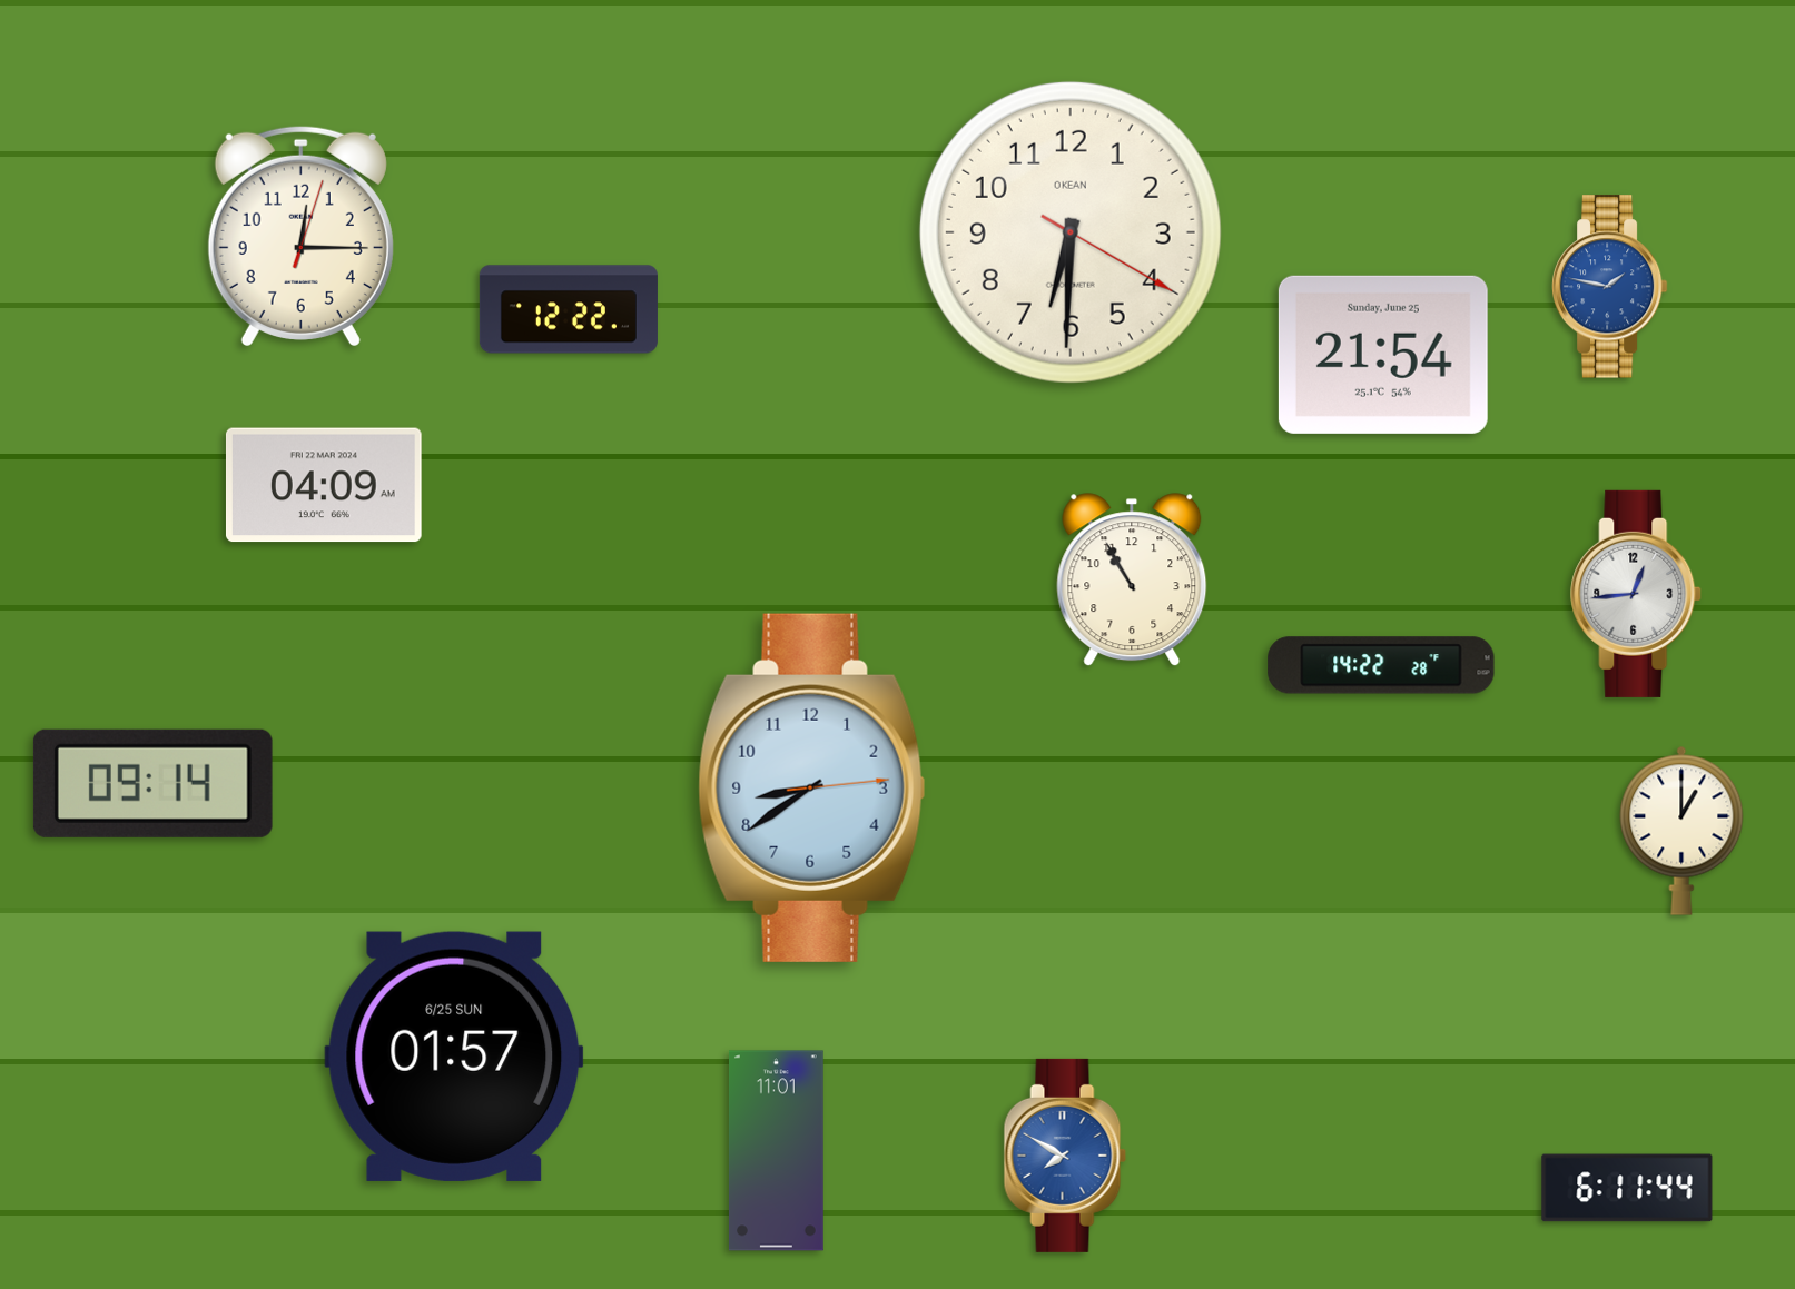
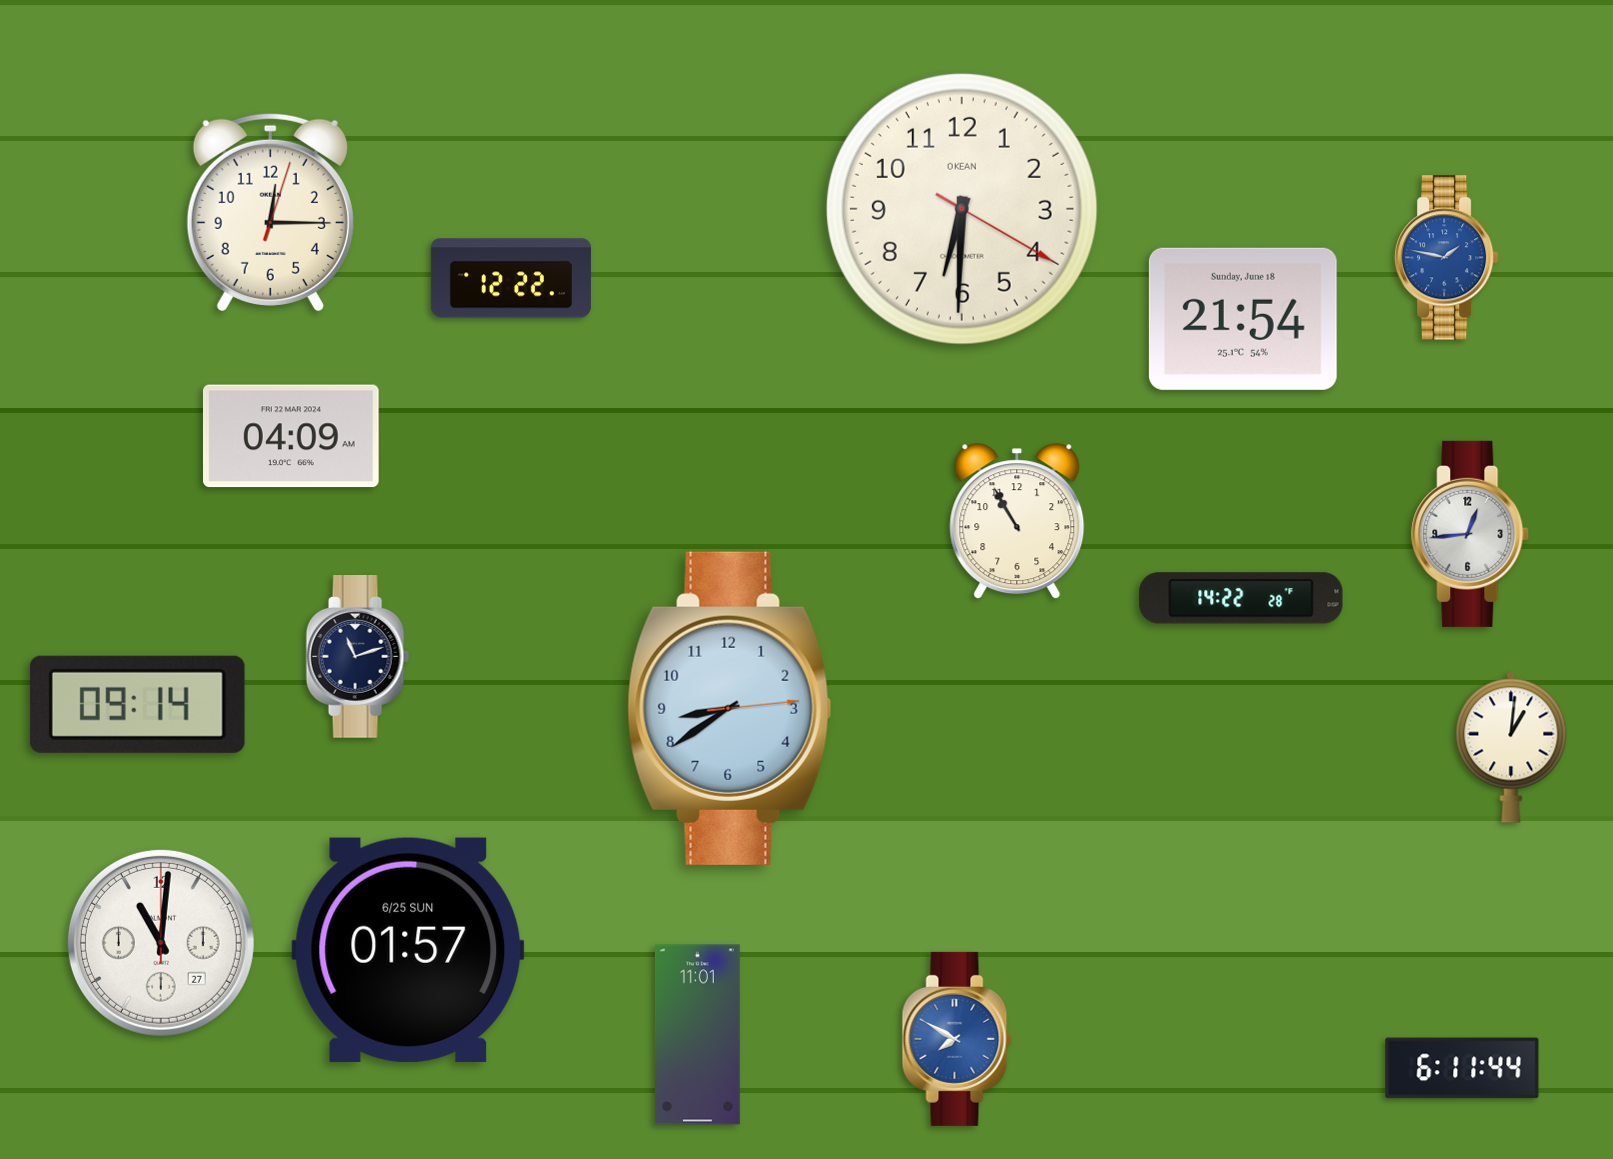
clock at (1383, 355) date: Sunday, June 25 -> Sunday, June 18
clock at (357, 657): none -> 11:12
clock at (1681, 831): 1:00 -> 1:01
clock at (161, 943): none -> 11:01
